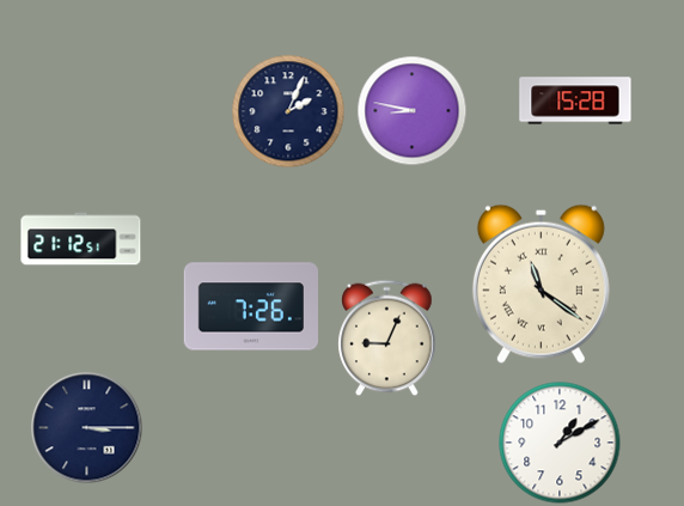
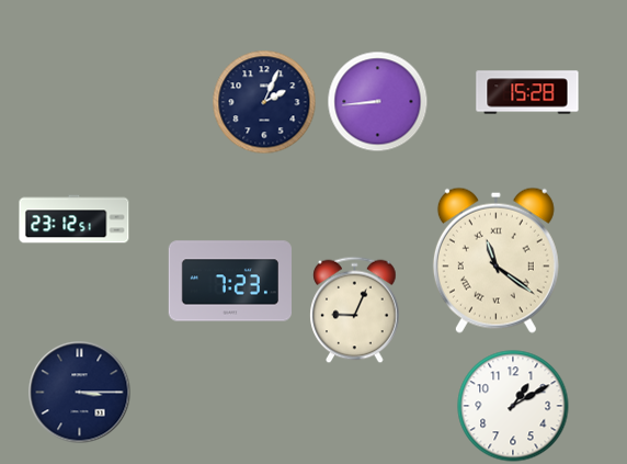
clock at (413, 111): 8:47 -> 8:44
clock at (81, 239): 21:12 -> 23:12
clock at (250, 306): 7:26 -> 7:23
